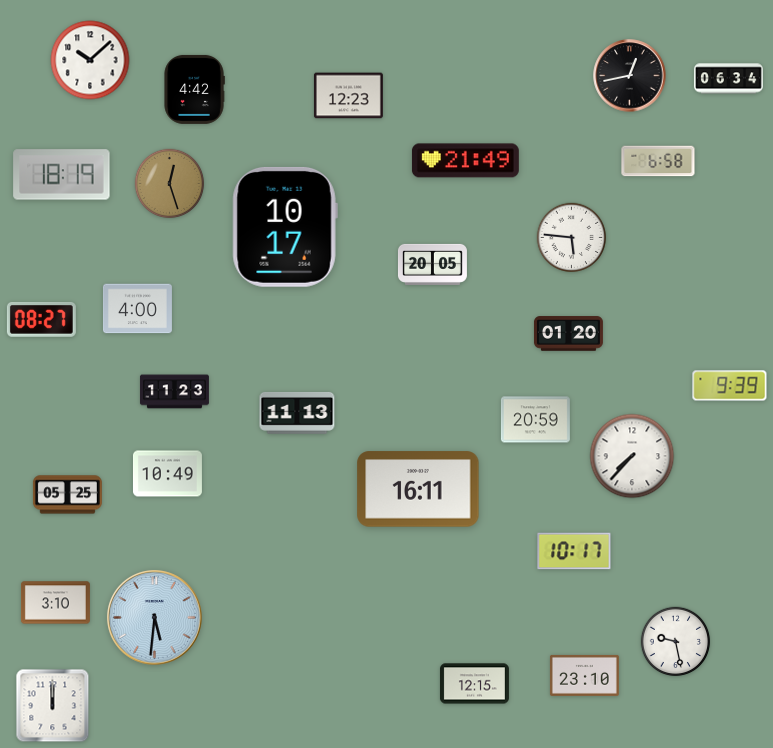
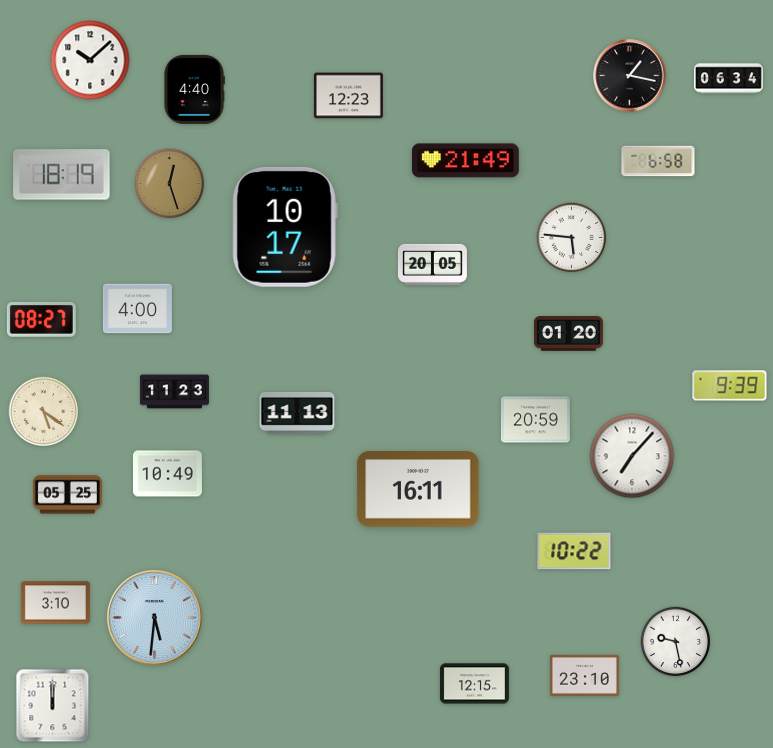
clock at (630, 76): 12:43 -> 1:17
clock at (194, 89): 4:42 -> 4:40
clock at (44, 412): none -> 5:21
clock at (632, 456): 7:37 -> 7:07
clock at (574, 551): 10:17 -> 10:22
